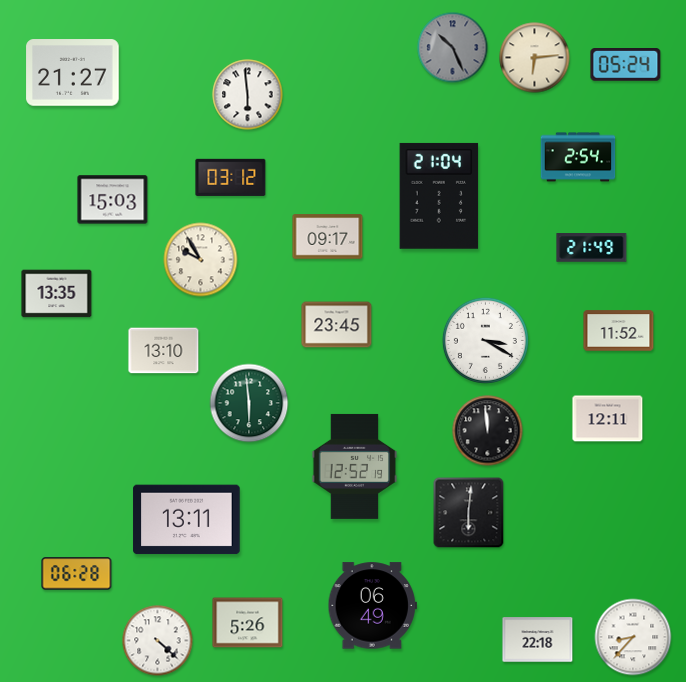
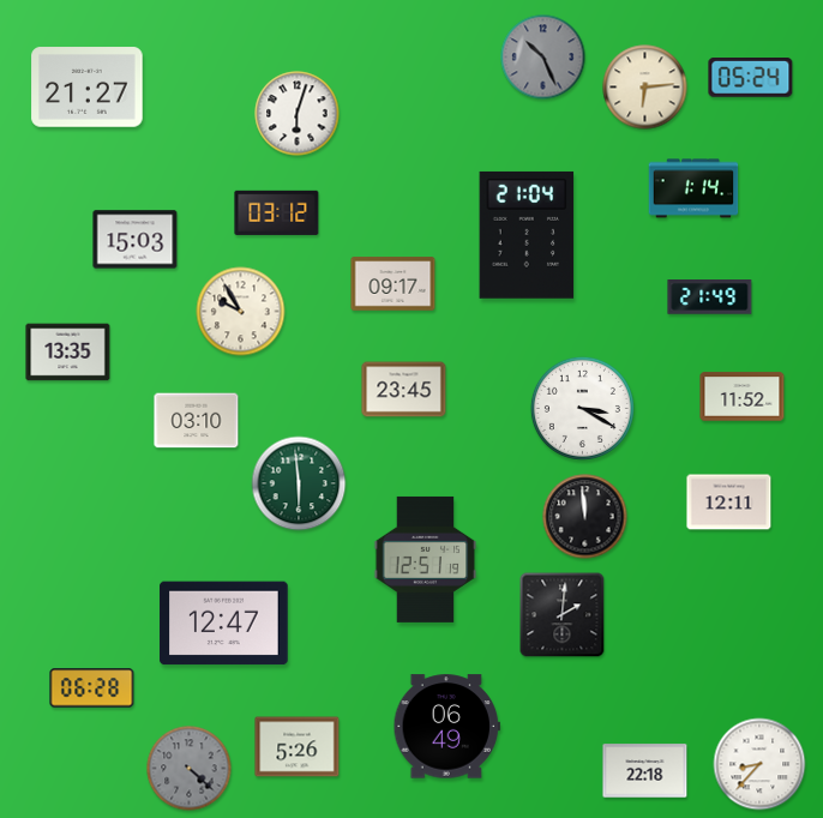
clock at (535, 58) position: (535, 58) -> (645, 88)
clock at (248, 95): 5:59 -> 6:03
clock at (578, 157): 2:54 -> 1:14
clock at (164, 351): 13:10 -> 03:10
clock at (355, 466): 12:52 -> 12:51
clock at (469, 513): 6:01 -> 2:01
clock at (187, 520): 13:11 -> 12:47
clock at (538, 640) position: (538, 640) -> (645, 771)
clock at (158, 641) dial: white -> grey
